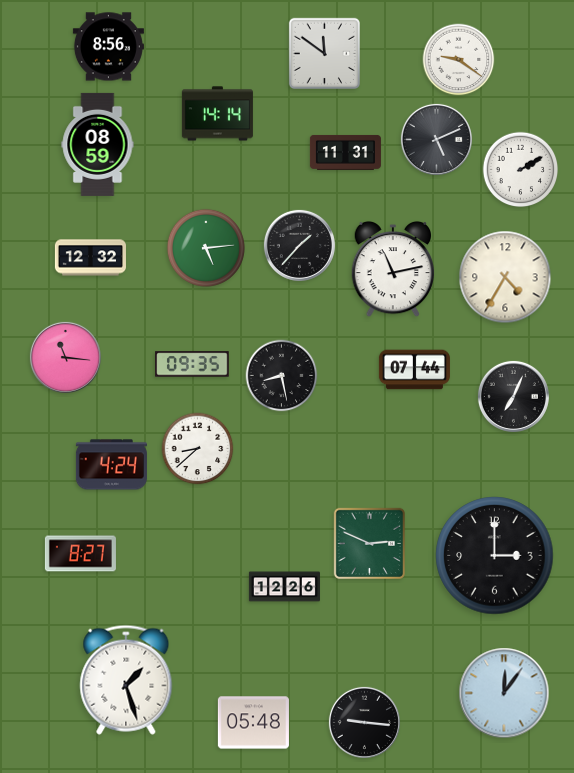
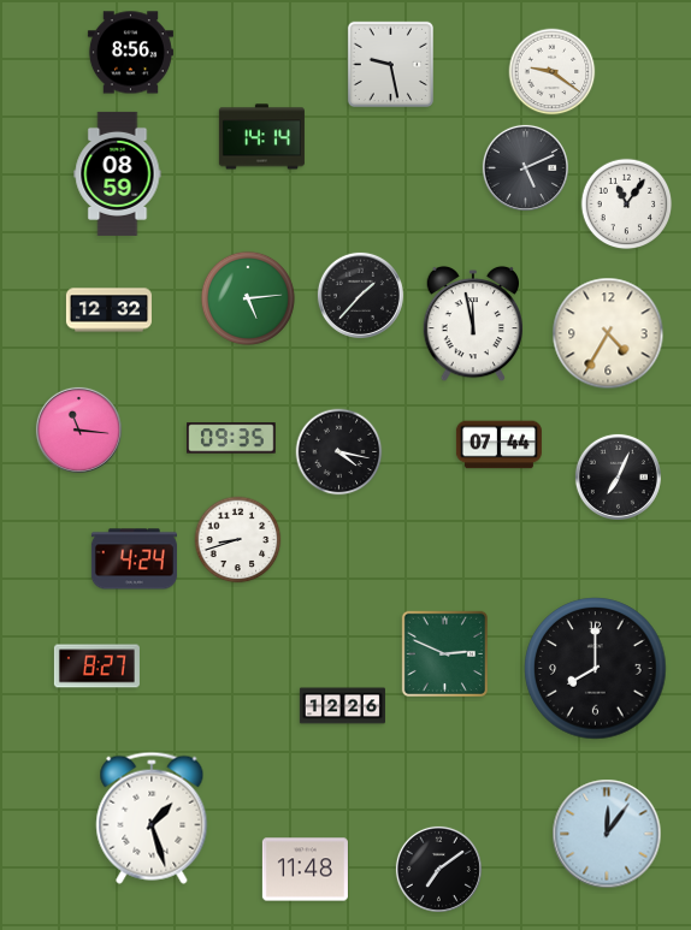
clock at (108, 47) position: (108, 47) -> (130, 53)
clock at (324, 53): 11:51 -> 9:28
clock at (345, 152): 11:31 -> none
clock at (521, 170): 2:10 -> 11:06
clock at (393, 269): 11:13 -> 11:58
clock at (282, 376): 8:28 -> 4:17
clock at (198, 449): 8:38 -> 8:42
clock at (495, 556): 3:00 -> 8:00
clock at (364, 722): 9:16 -> 7:09
clock at (253, 723): 05:48 -> 11:48
